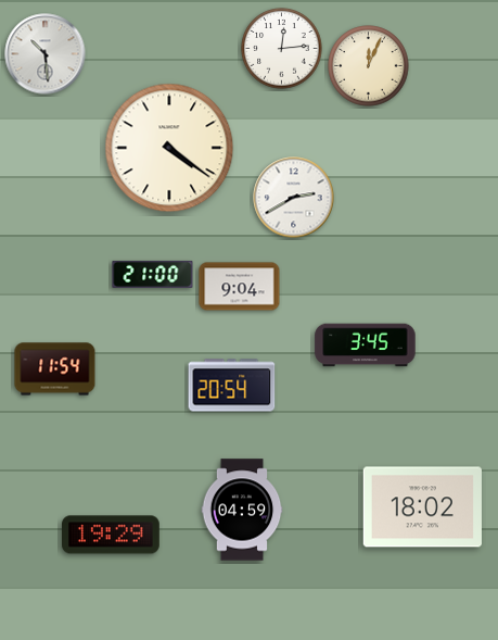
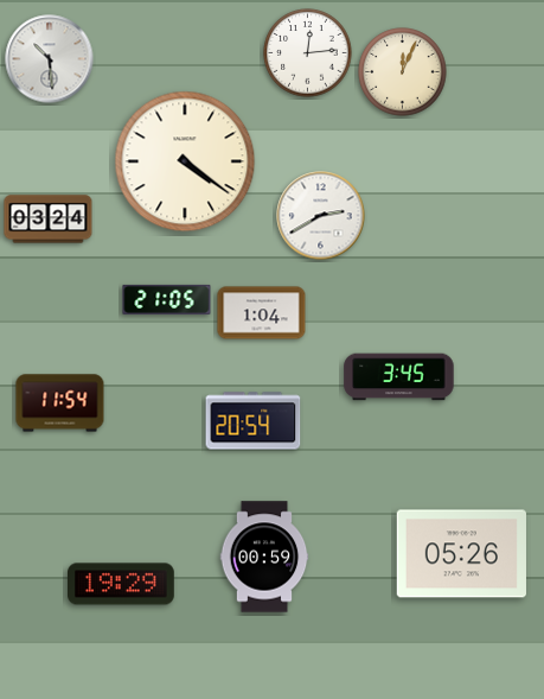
clock at (49, 220): none -> 03:24
clock at (153, 274): 21:00 -> 21:05
clock at (240, 287): 9:04 -> 1:04
clock at (422, 507): 18:02 -> 05:26
clock at (242, 510): 04:59 -> 00:59
